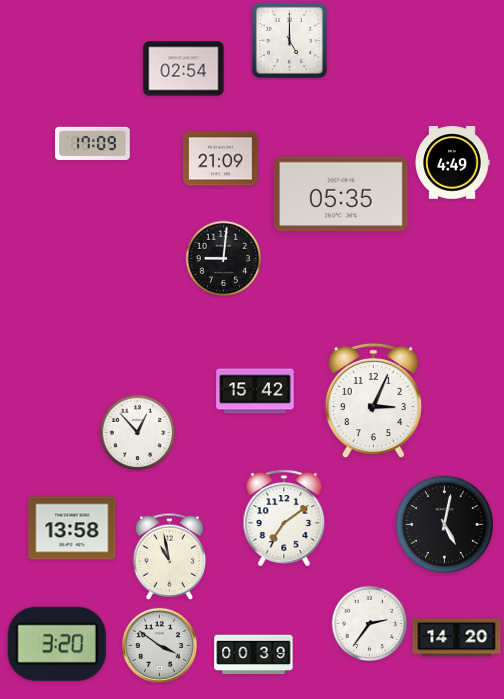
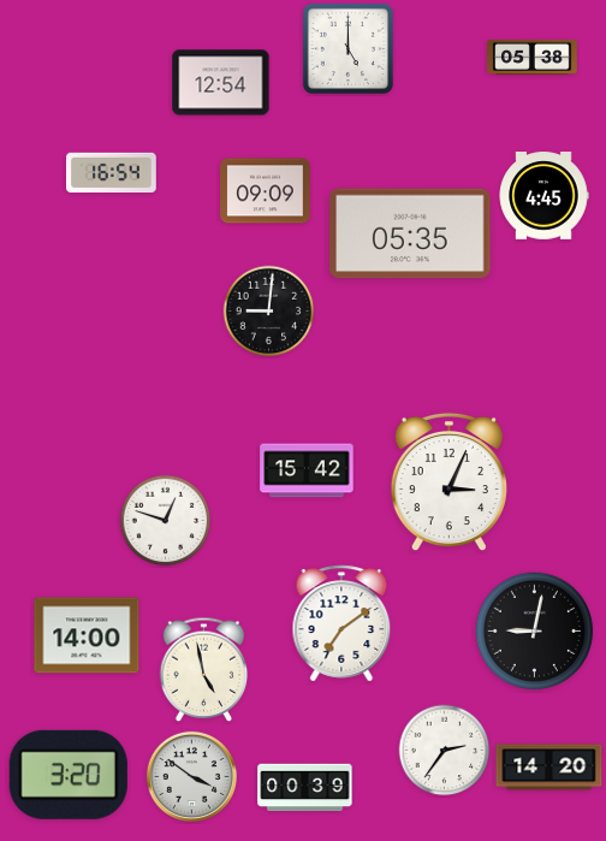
clock at (533, 57): none -> 05:38
clock at (184, 69): 02:54 -> 12:54
clock at (93, 144): 17:09 -> 16:54
clock at (221, 159): 21:09 -> 09:09
clock at (452, 163): 4:49 -> 4:45
clock at (138, 433): 12:53 -> 12:48
clock at (444, 524): 5:02 -> 9:02
clock at (72, 528): 13:58 -> 14:00
clock at (170, 556): 10:58 -> 4:58
